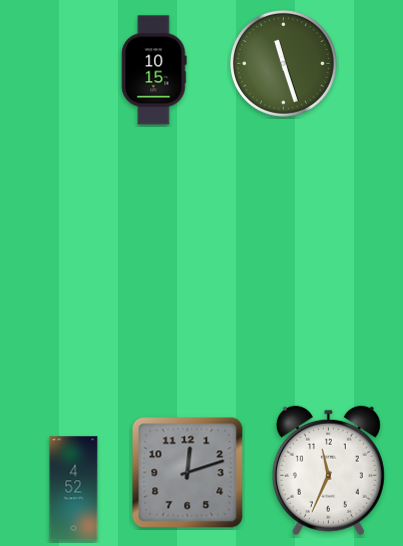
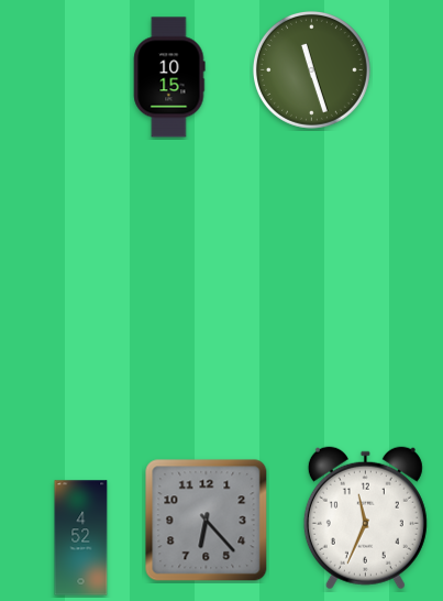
clock at (328, 471) position: (328, 471) -> (365, 518)
clock at (188, 473): 12:12 -> 6:23
